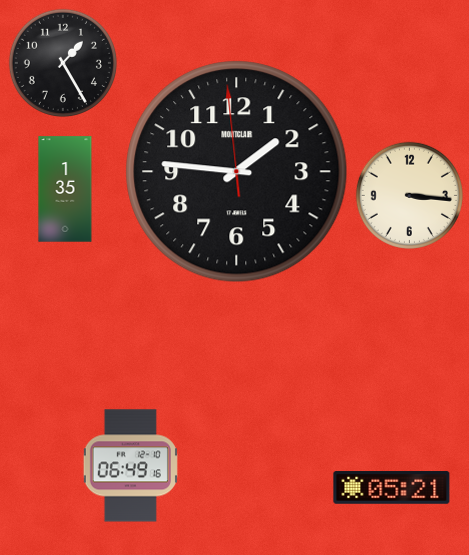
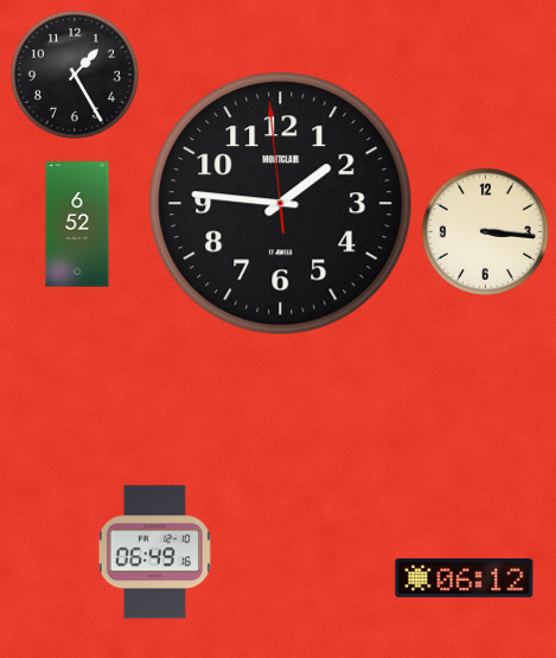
clock at (65, 189): 1:35 -> 6:52
clock at (392, 488): 05:21 -> 06:12
